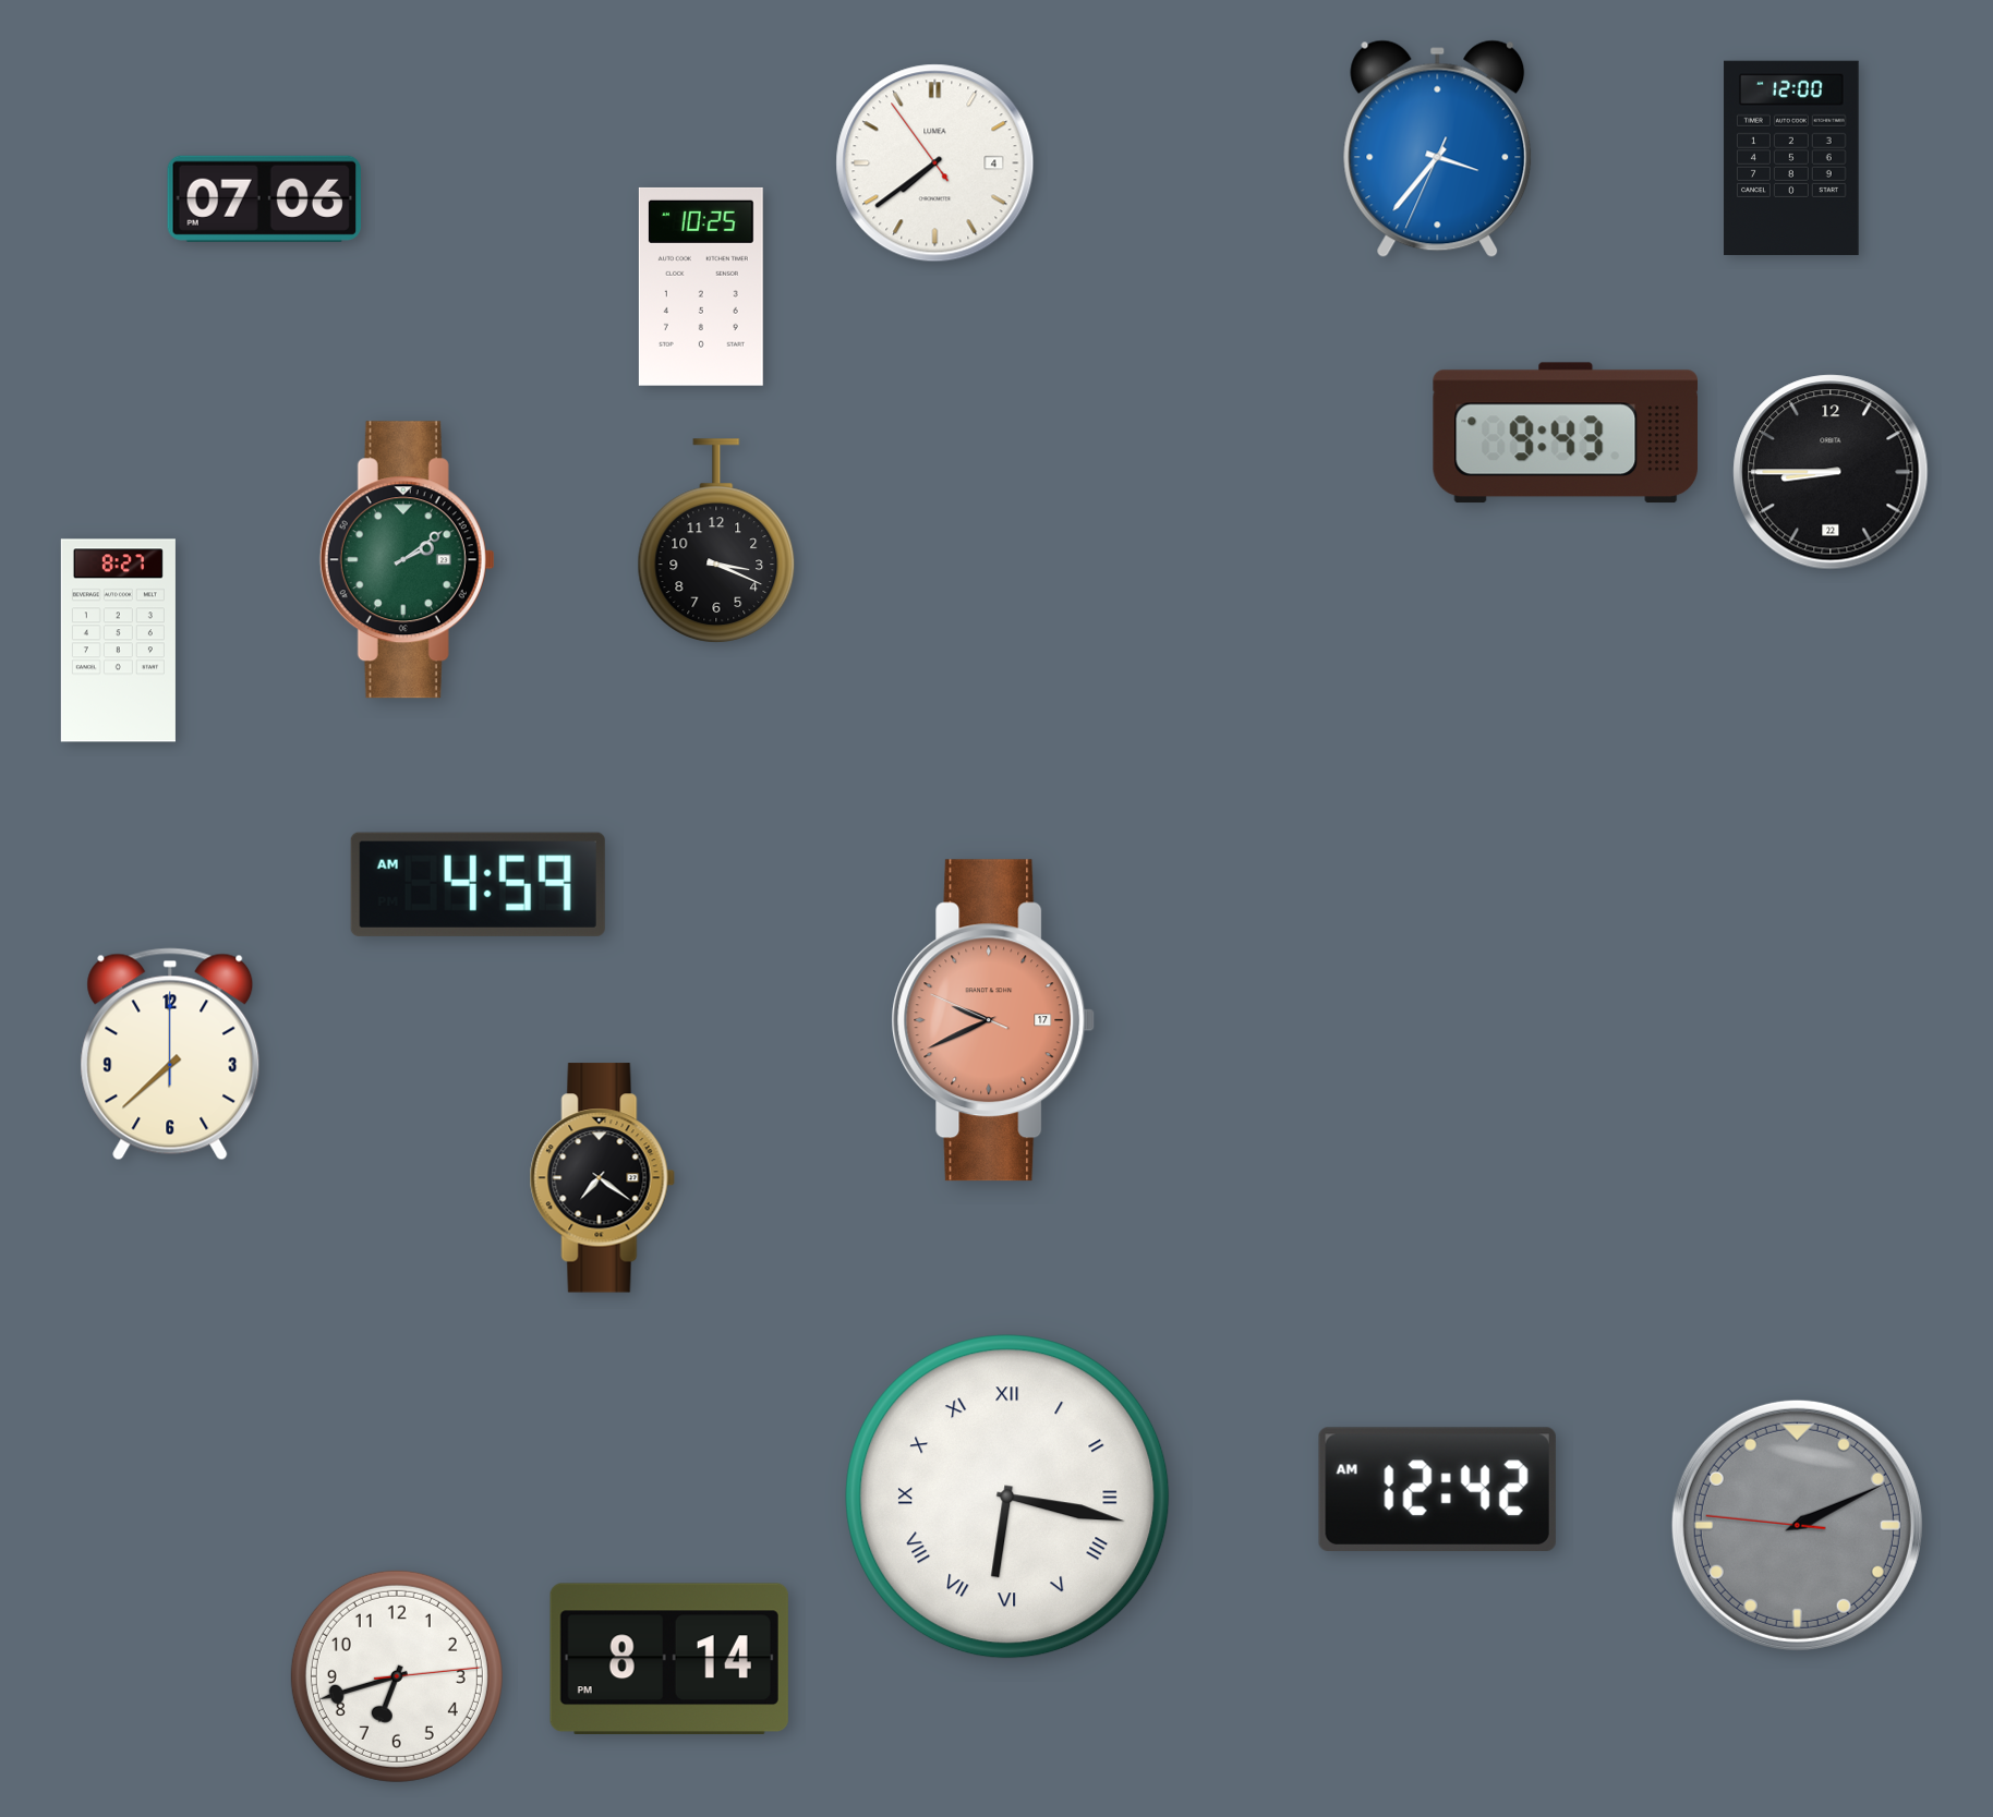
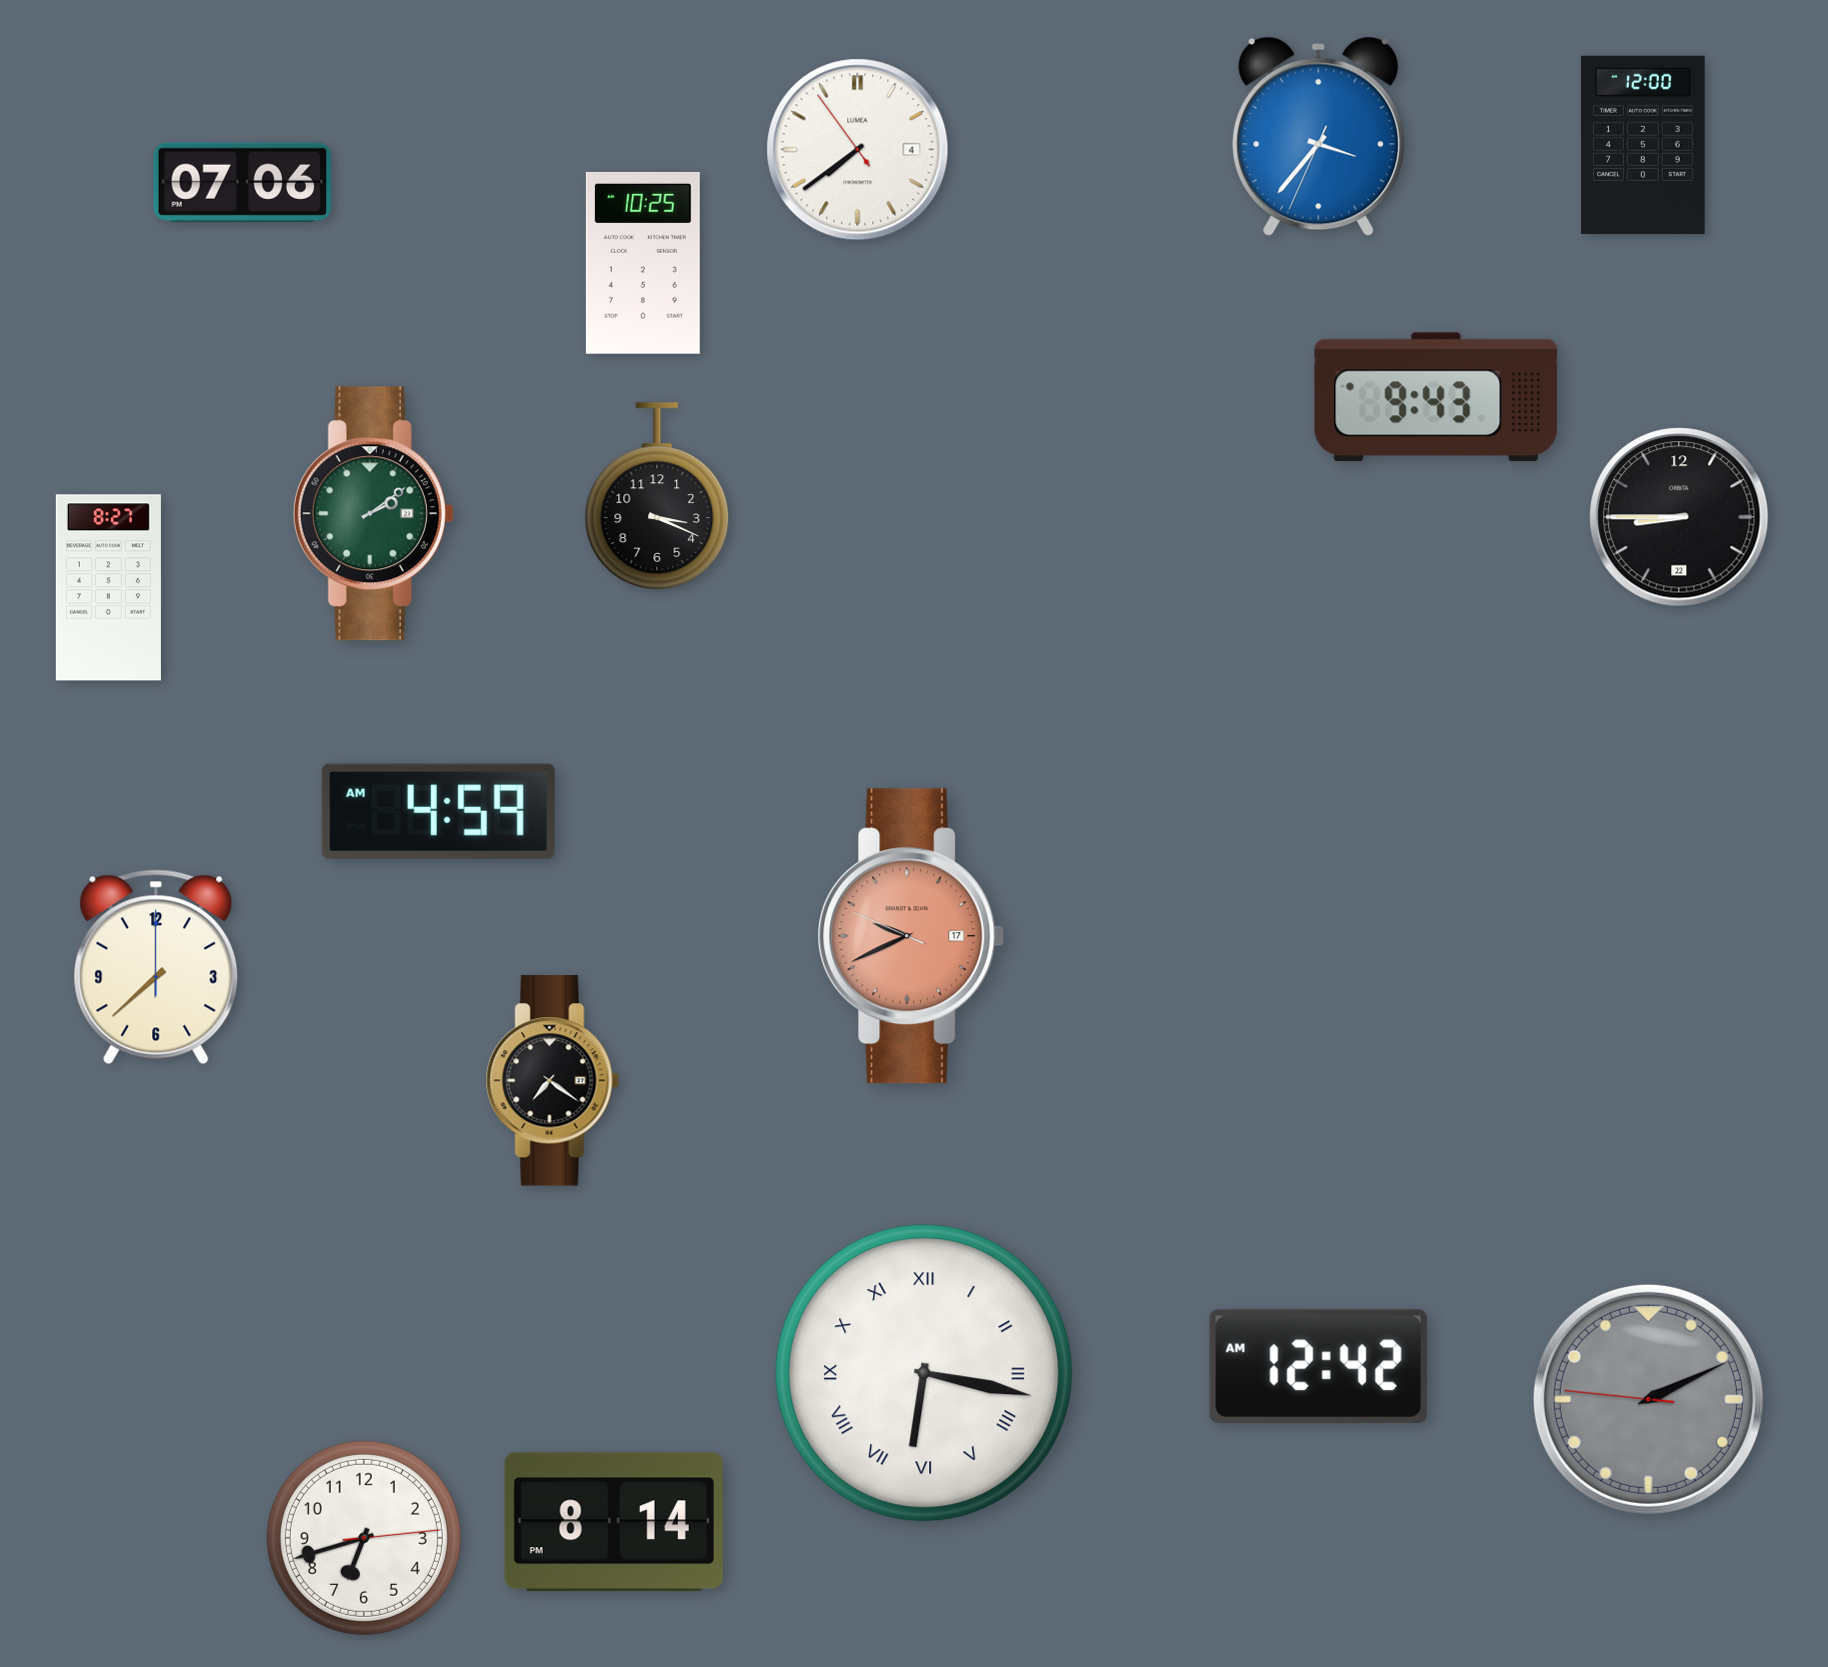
clock at (1831, 472) position: (1831, 472) -> (1679, 517)
